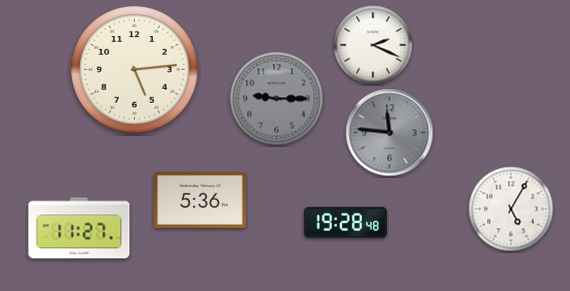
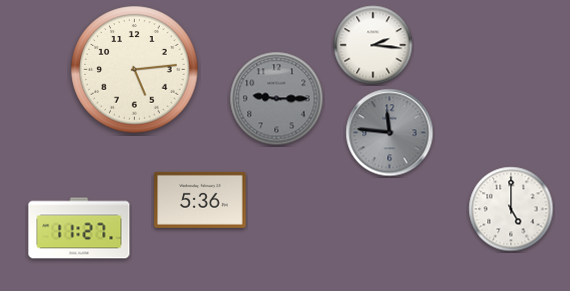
clock at (373, 45): 2:19 -> 2:16
clock at (511, 209): 5:05 -> 5:00
clock at (345, 222): 19:28 -> none
